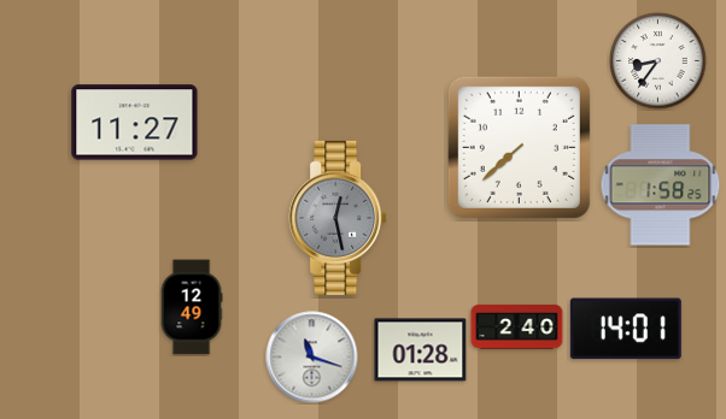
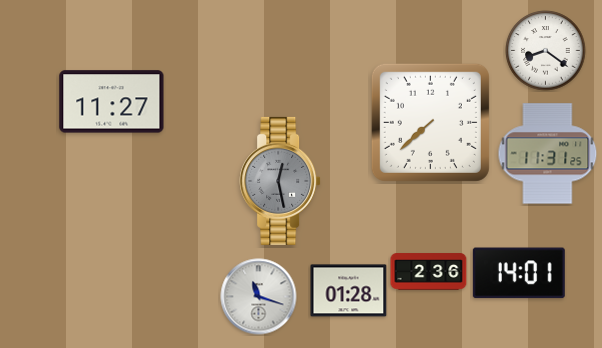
clock at (658, 61): 8:36 -> 8:21
clock at (661, 185): 1:58 -> 11:31
clock at (192, 307): 12:49 -> none
clock at (517, 327): 2:40 -> 2:36
